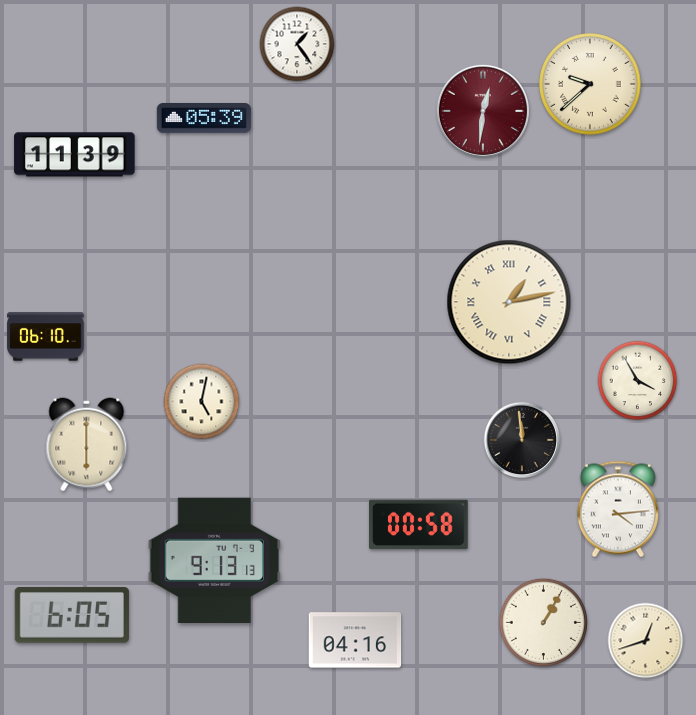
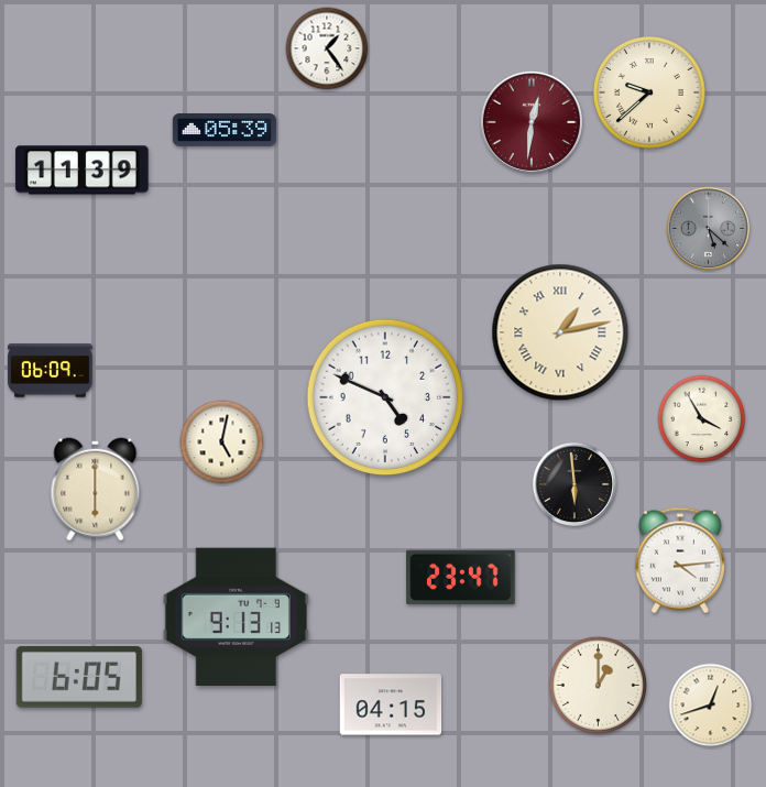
clock at (709, 229): none -> 5:22
clock at (46, 337): 06:10 -> 06:09
clock at (385, 397): none -> 4:49
clock at (522, 440): 11:59 -> 5:59
clock at (419, 525): 00:58 -> 23:47
clock at (543, 622): 1:05 -> 1:00
clock at (355, 640): 04:16 -> 04:15
